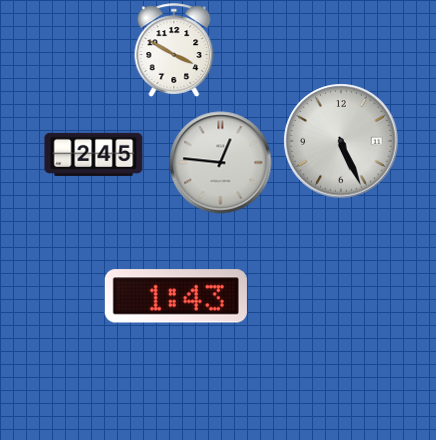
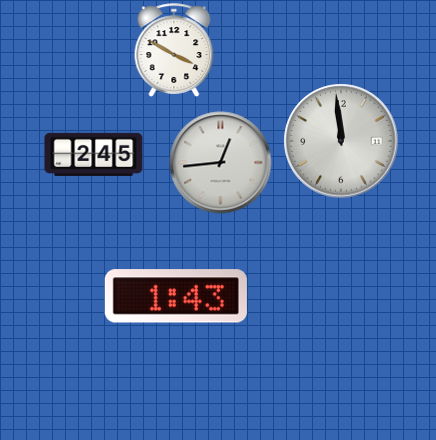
clock at (341, 141): 5:26 -> 11:59
clock at (221, 163): 12:46 -> 12:44
